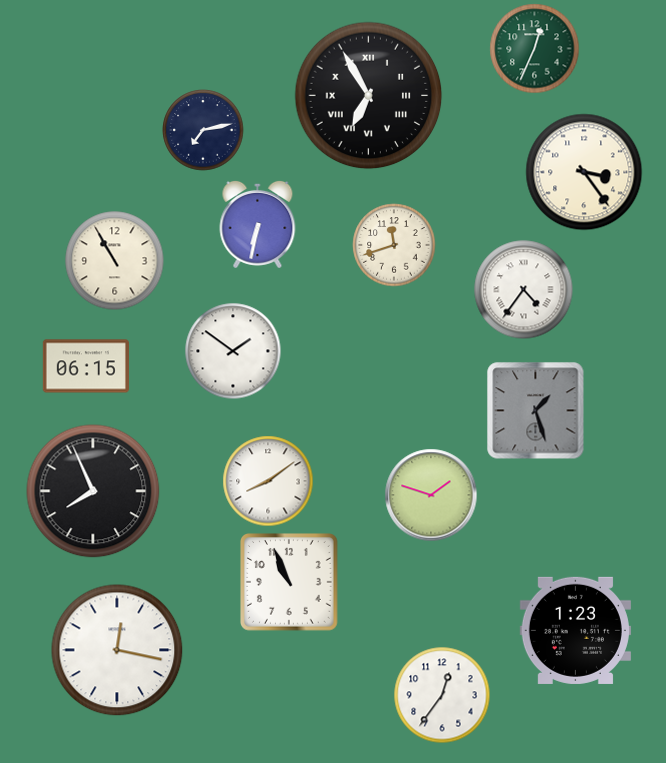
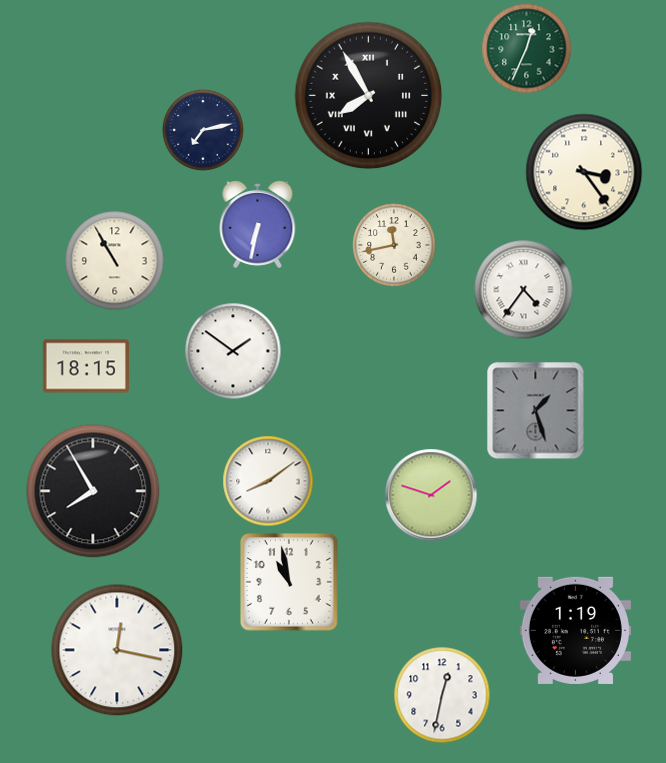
clock at (535, 49) position: (535, 49) -> (527, 49)
clock at (369, 96): 6:55 -> 7:55
clock at (394, 245): 11:42 -> 11:43
clock at (86, 366): 06:15 -> 18:15
clock at (93, 491): 7:56 -> 7:55
clock at (290, 583): 10:56 -> 10:58
clock at (575, 630): 1:23 -> 1:19
clock at (442, 695): 12:36 -> 12:32
